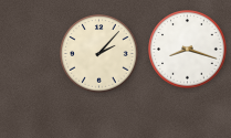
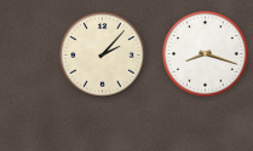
clock at (99, 54) position: (99, 54) -> (103, 56)
